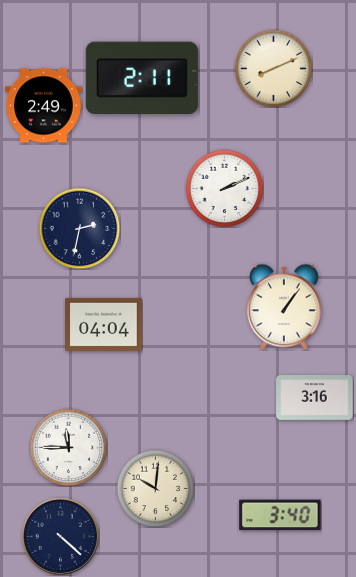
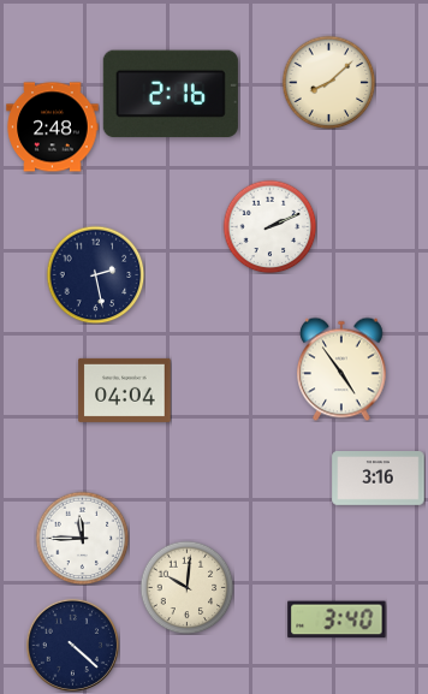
clock at (273, 68): 8:11 -> 8:08
clock at (142, 78): 2:11 -> 2:16
clock at (44, 106): 2:49 -> 2:48
clock at (79, 228): 2:32 -> 2:28
clock at (285, 307): 1:06 -> 4:54
